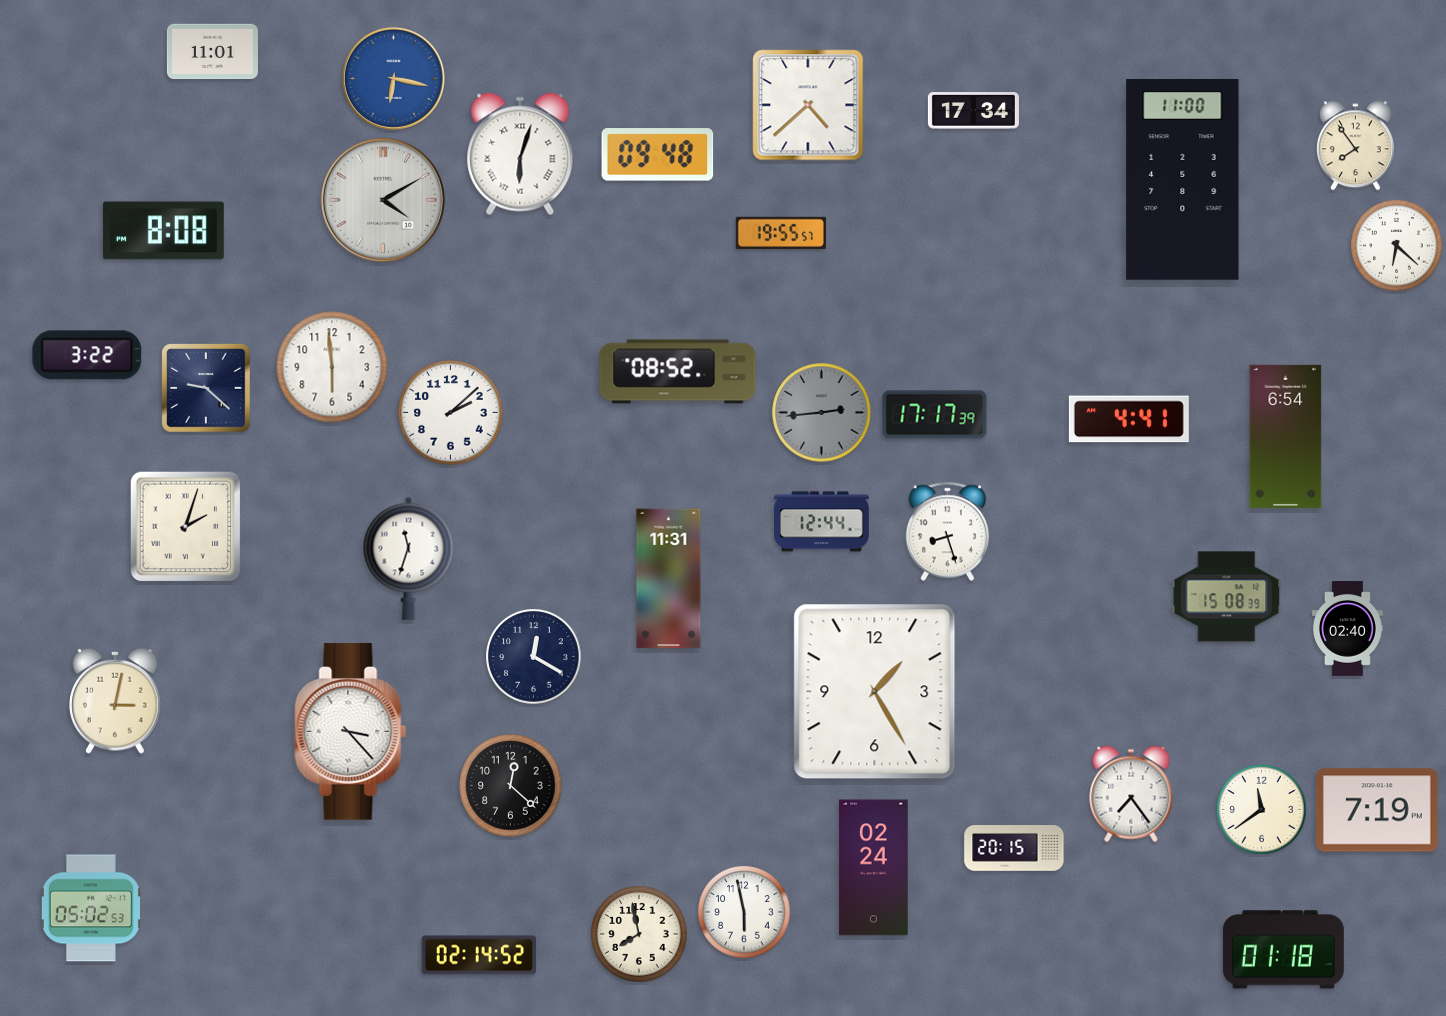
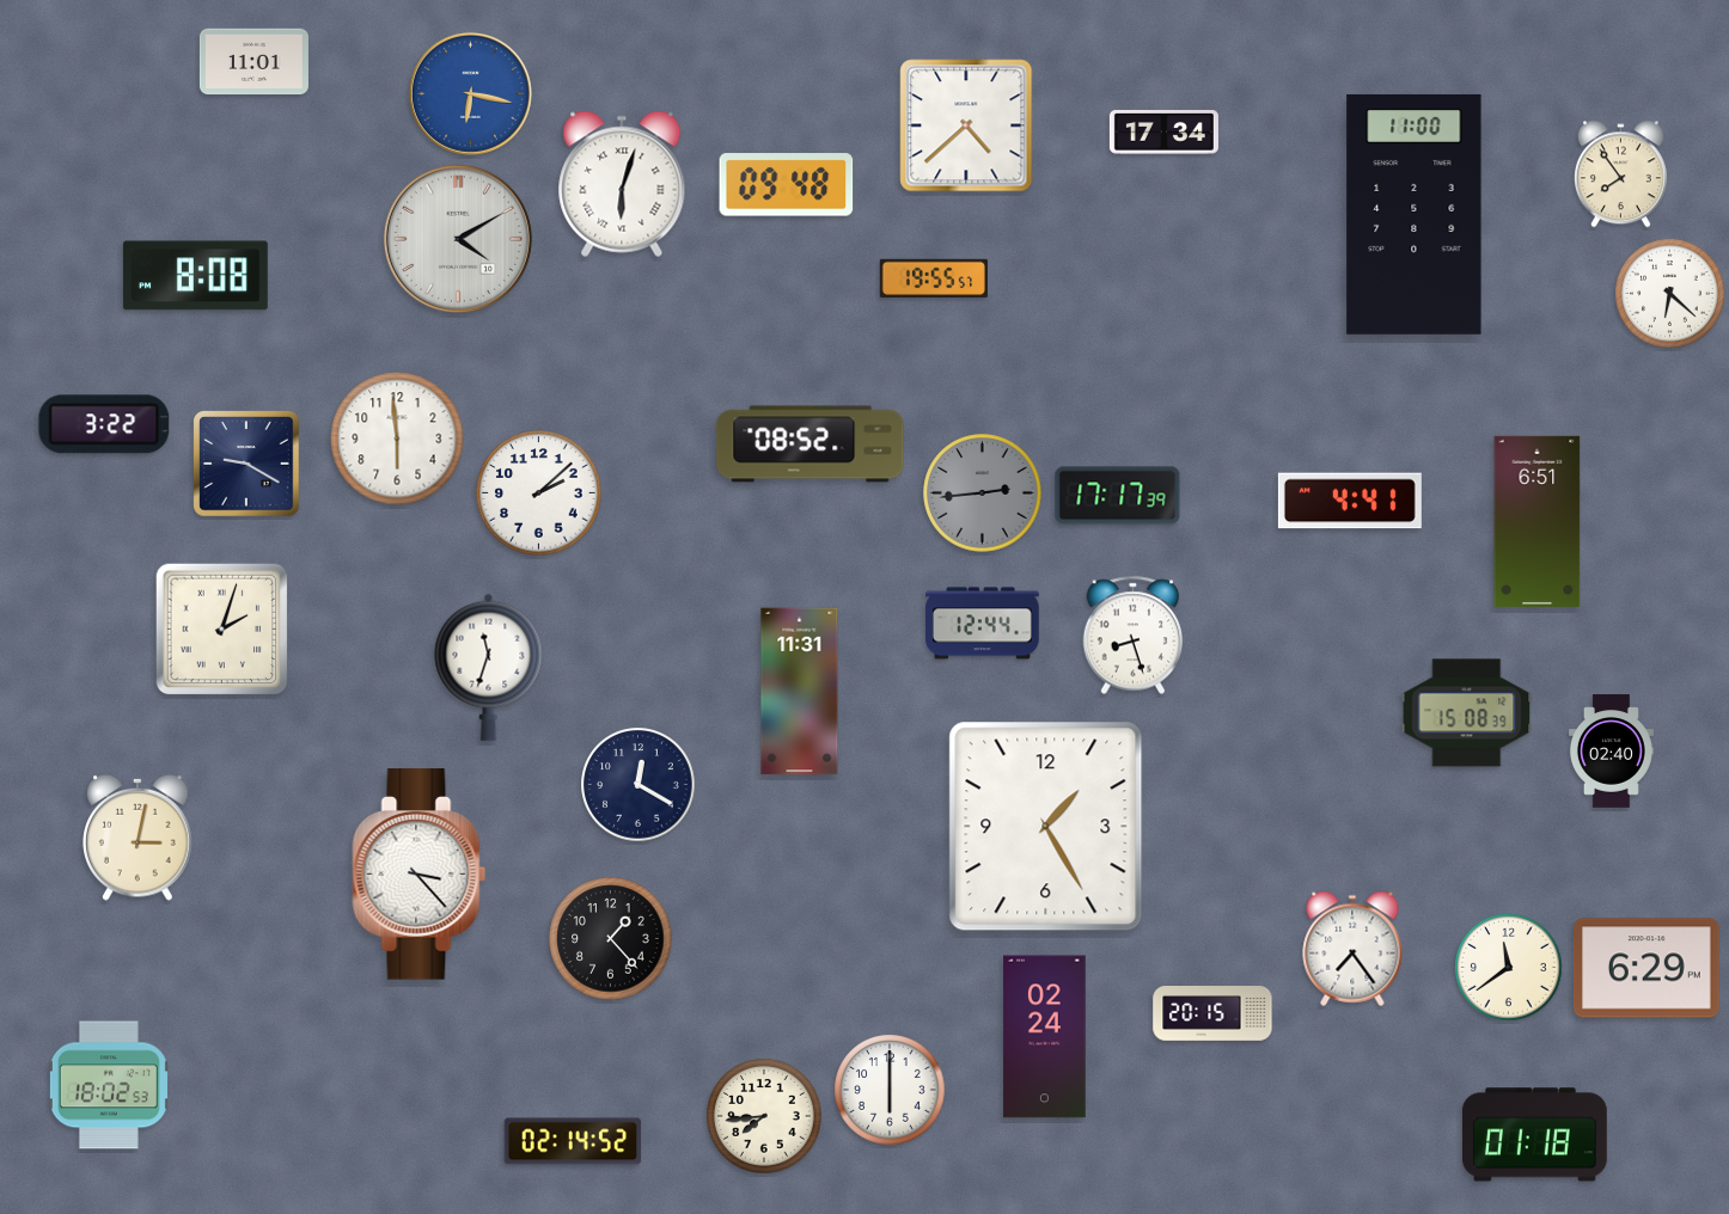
clock at (206, 388): 9:22 -> 9:20
clock at (1286, 436): 6:54 -> 6:51
clock at (511, 786): 12:22 -> 1:23
clock at (1377, 810): 7:19 -> 6:29
clock at (91, 908): 05:02 -> 18:02
clock at (744, 912): 5:58 -> 6:00
clock at (639, 934): 7:58 -> 7:44
